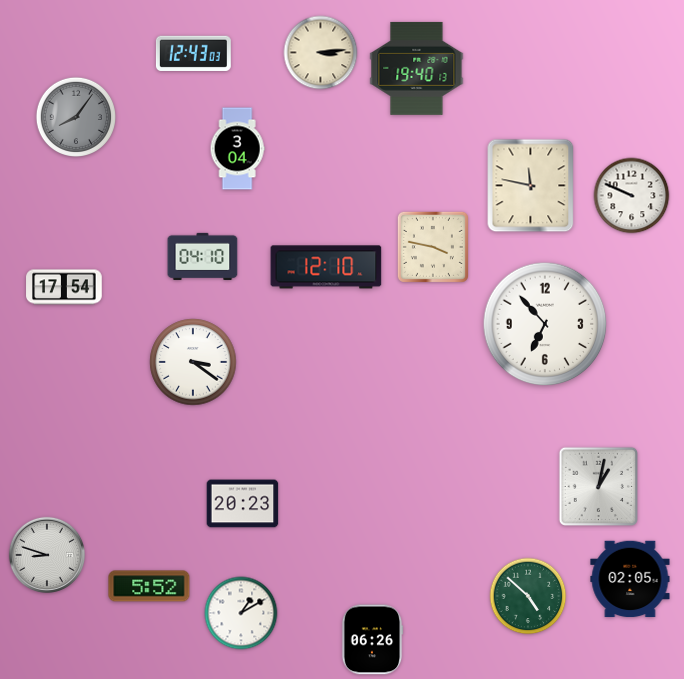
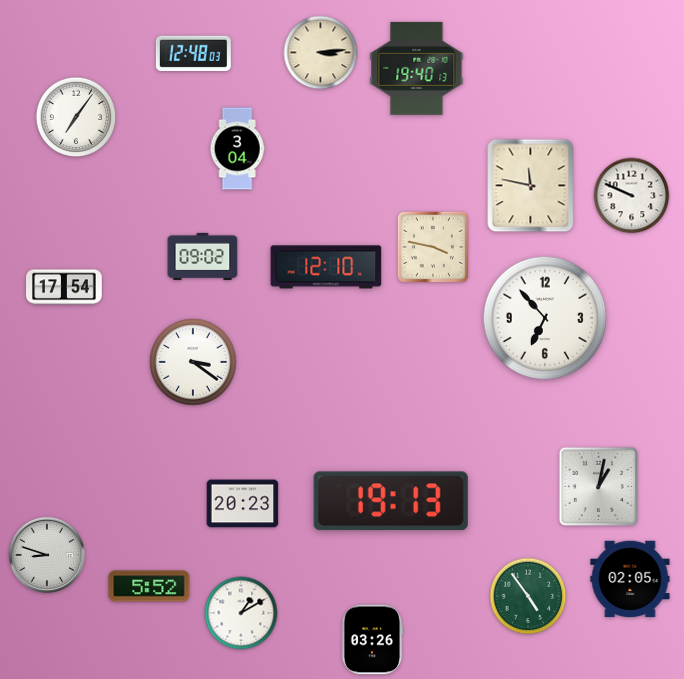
clock at (193, 53): 12:43 -> 12:48
clock at (75, 116): 8:06 -> 7:06
clock at (75, 116) dial: grey -> white
clock at (203, 256): 04:10 -> 09:02
clock at (545, 324) position: (545, 324) -> (545, 318)
clock at (391, 501): none -> 19:13
clock at (528, 596): 4:52 -> 4:54
clock at (372, 640): 06:26 -> 03:26
